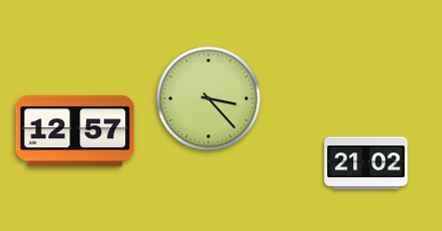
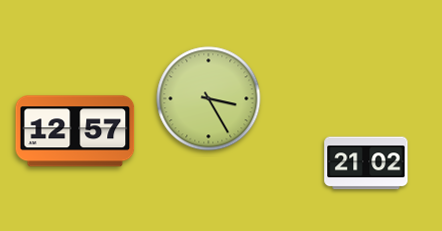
clock at (209, 99): 3:23 -> 3:25
